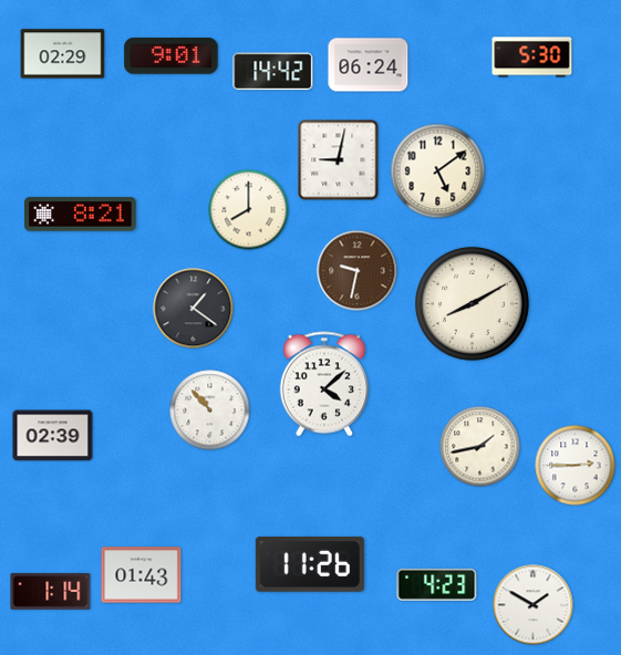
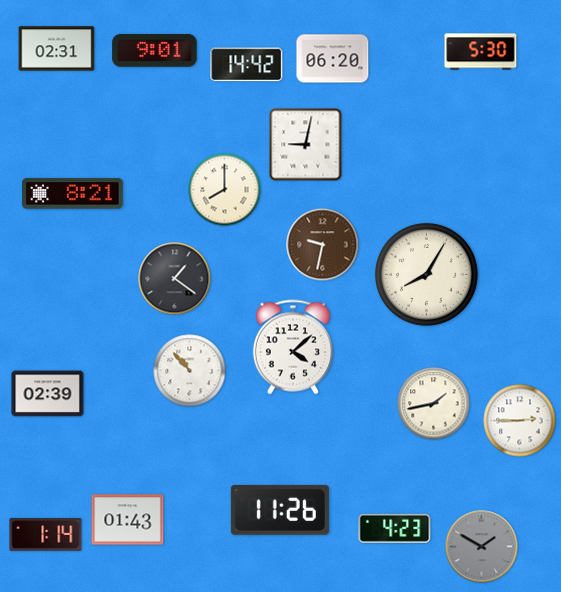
clock at (63, 54): 02:29 -> 02:31
clock at (369, 65): 06:24 -> 06:20
clock at (438, 171): 5:09 -> none
clock at (472, 303): 8:10 -> 8:05
clock at (534, 605) dial: white -> grey
